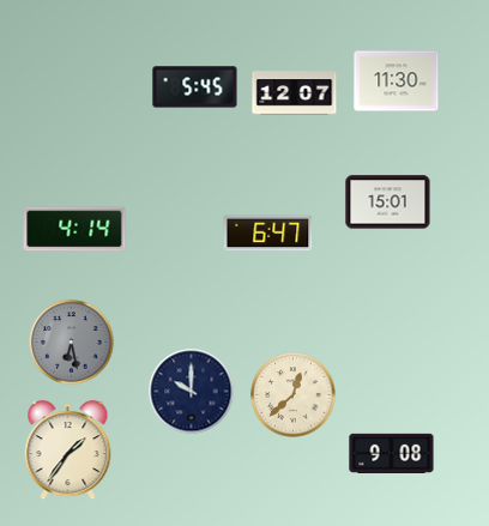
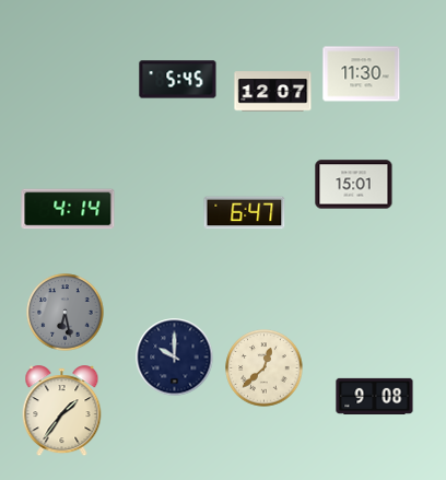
clock at (295, 93) position: (295, 93) -> (273, 92)
clock at (294, 395) position: (294, 395) -> (265, 368)
clock at (392, 453) position: (392, 453) -> (375, 396)
